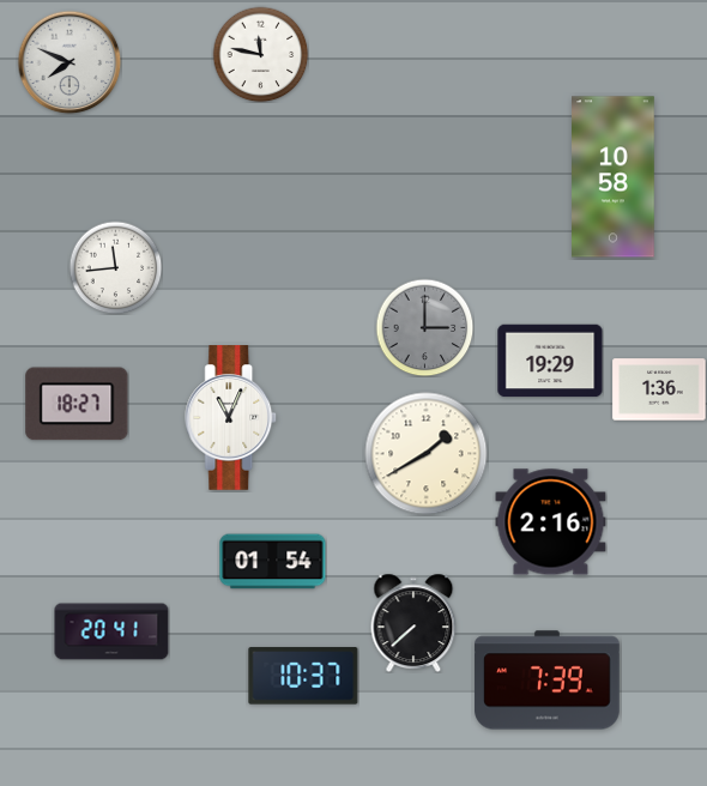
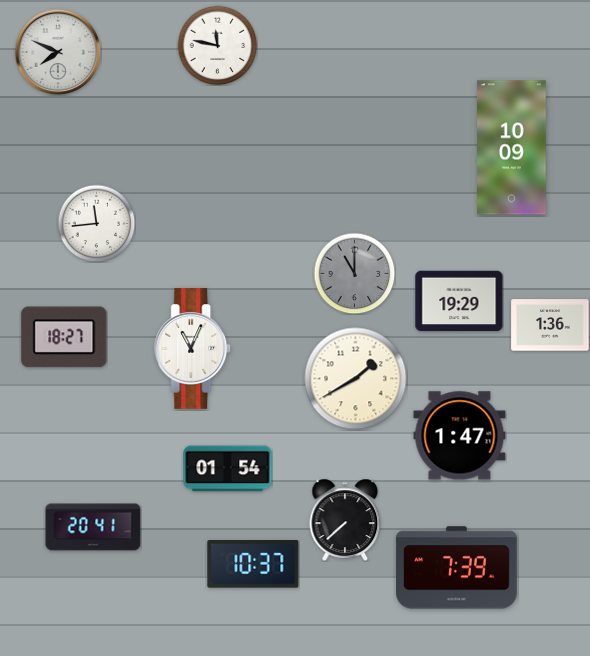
clock at (614, 177): 10:58 -> 10:09
clock at (424, 327): 3:00 -> 11:00
clock at (551, 522): 2:16 -> 1:47
